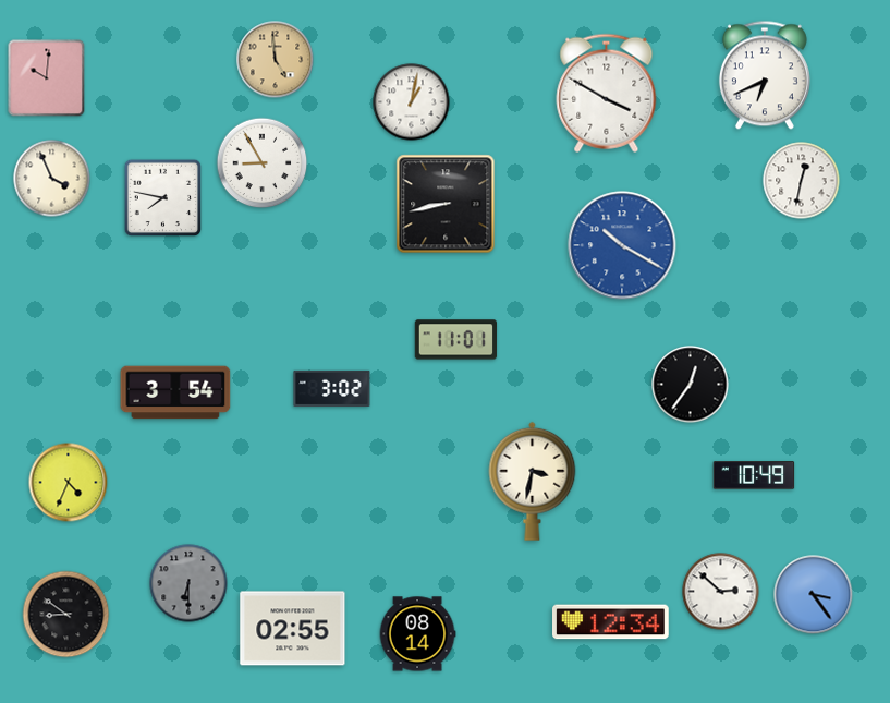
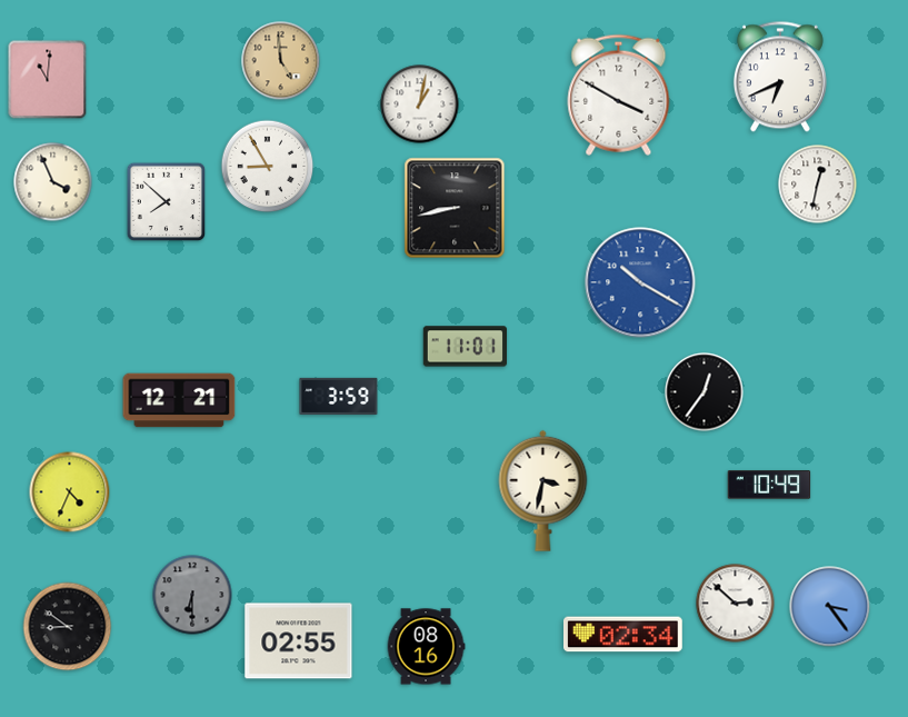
clock at (47, 78): 10:01 -> 11:01
clock at (163, 198): 7:47 -> 7:52
clock at (622, 245) position: (622, 245) -> (640, 282)
clock at (332, 388): 3:02 -> 3:59
clock at (175, 392): 3:54 -> 12:21
clock at (611, 622): 12:34 -> 02:34
clock at (417, 634): 08:14 -> 08:16
